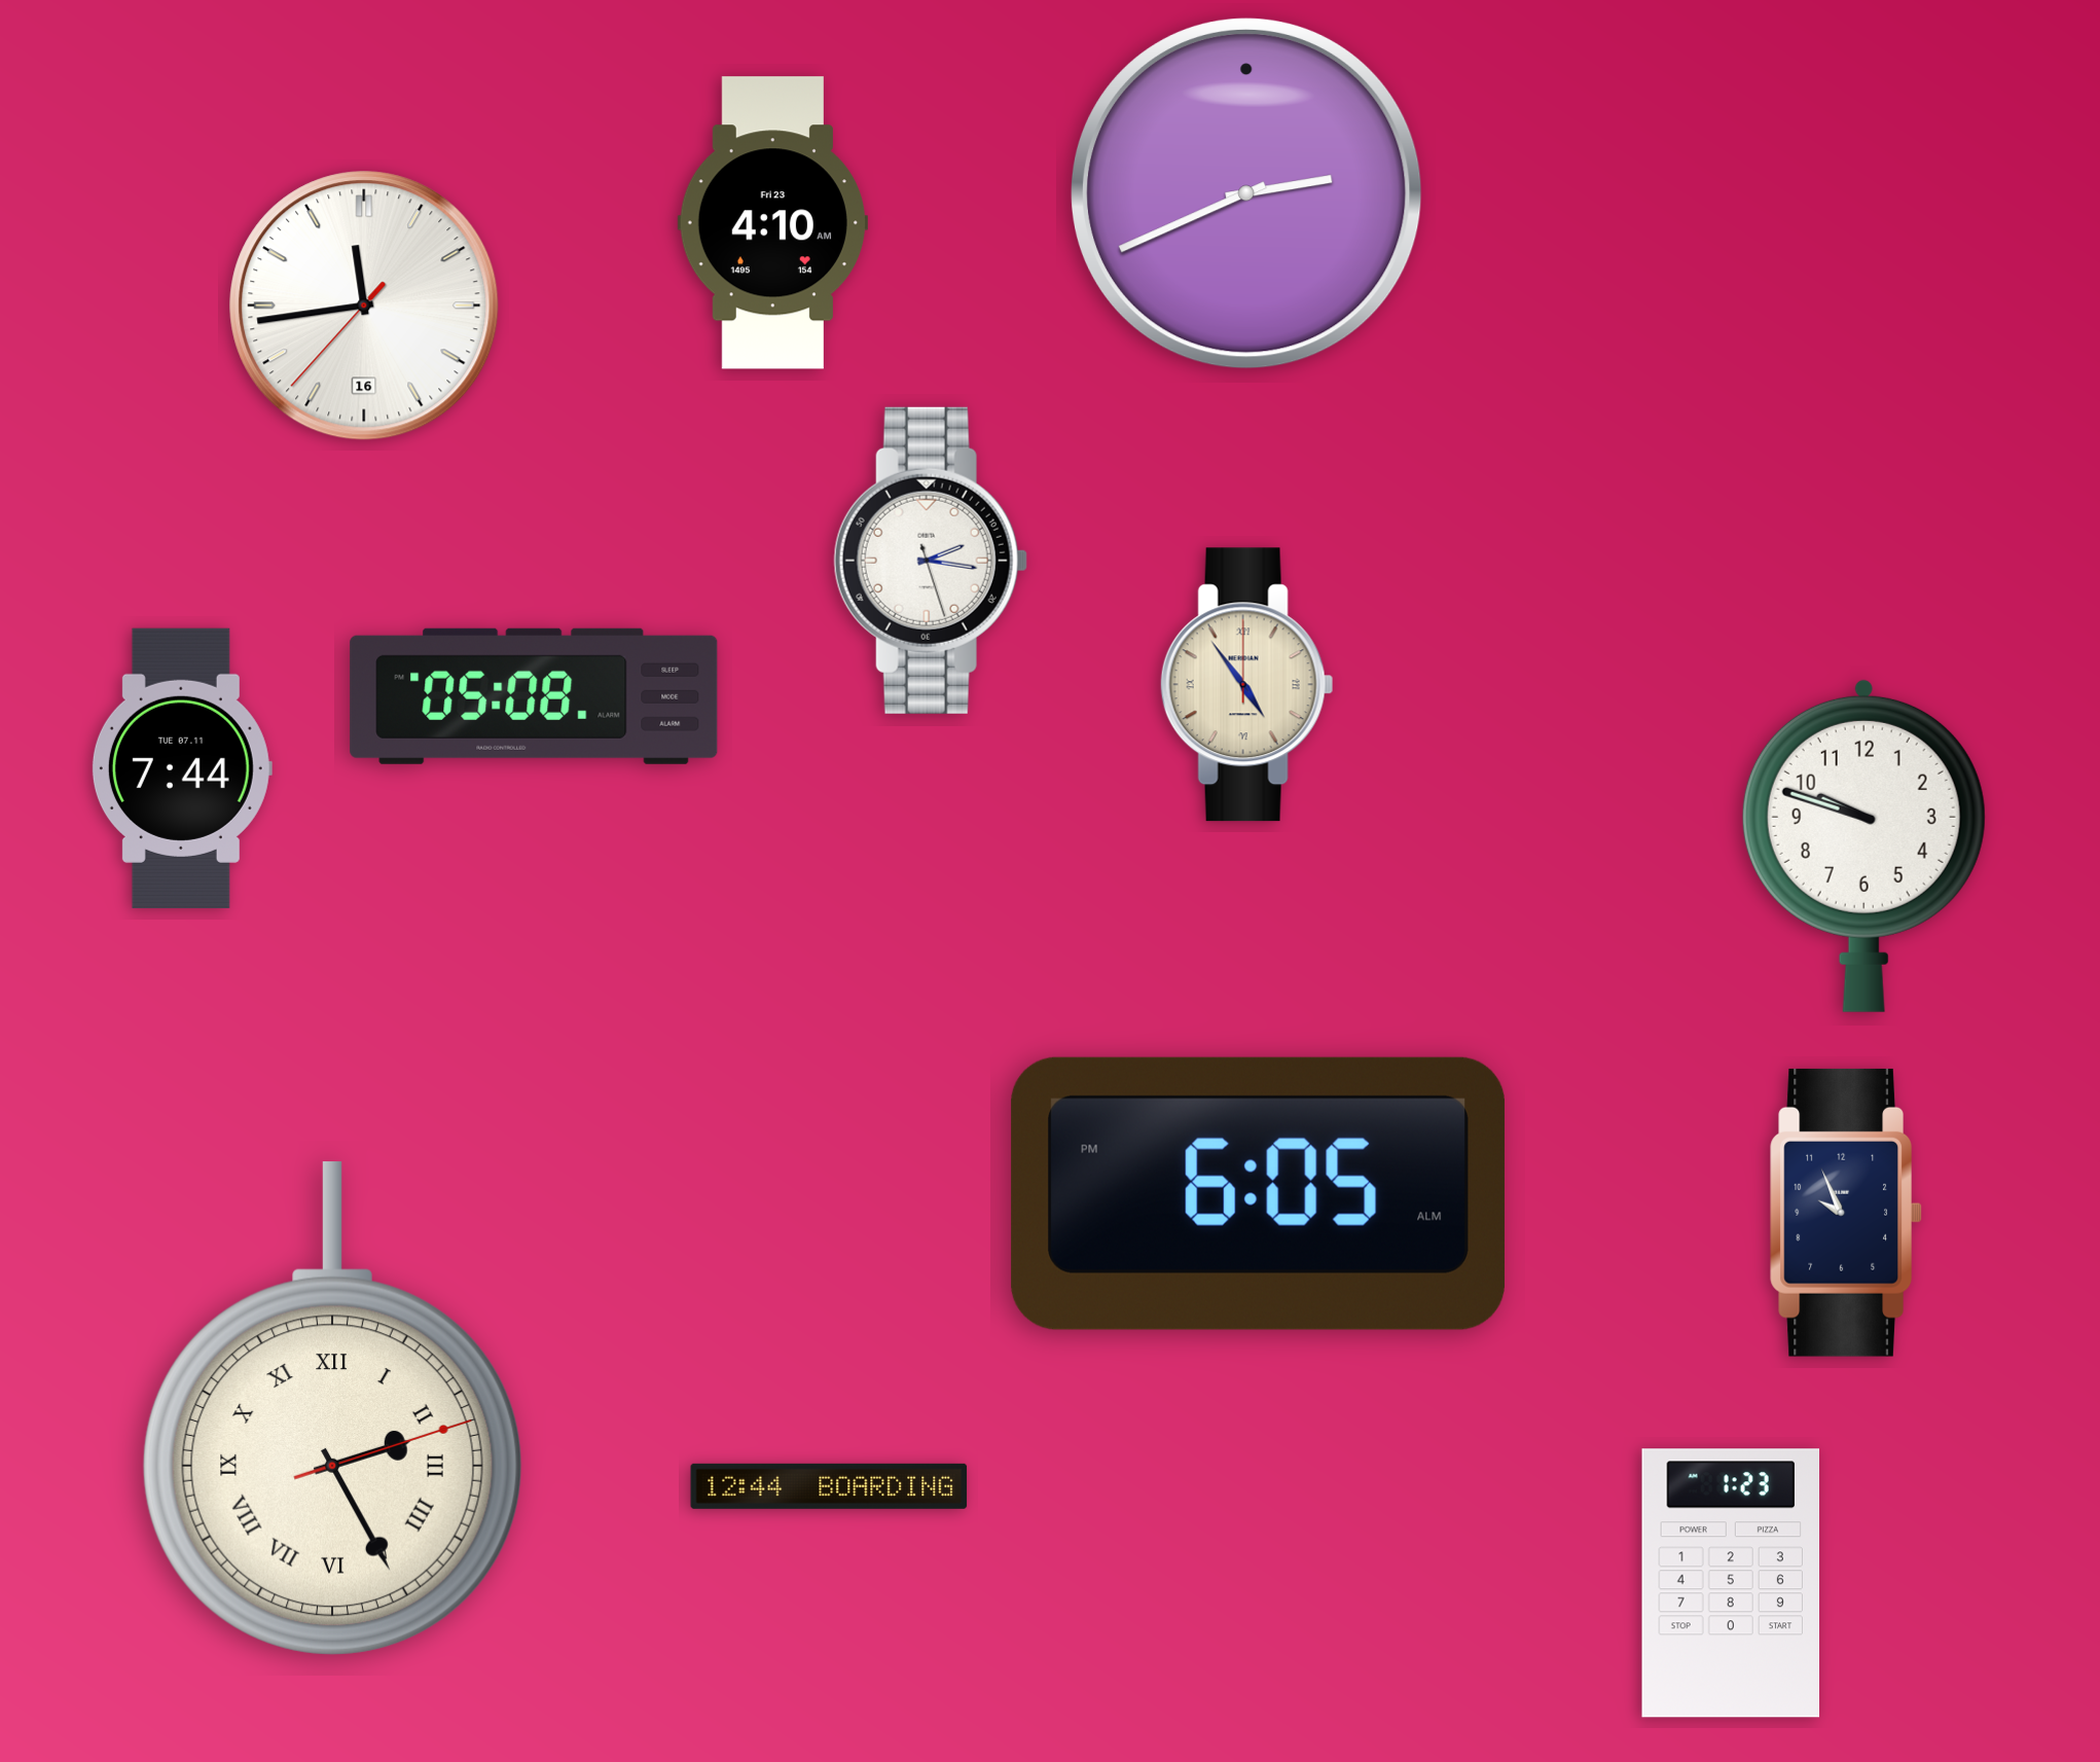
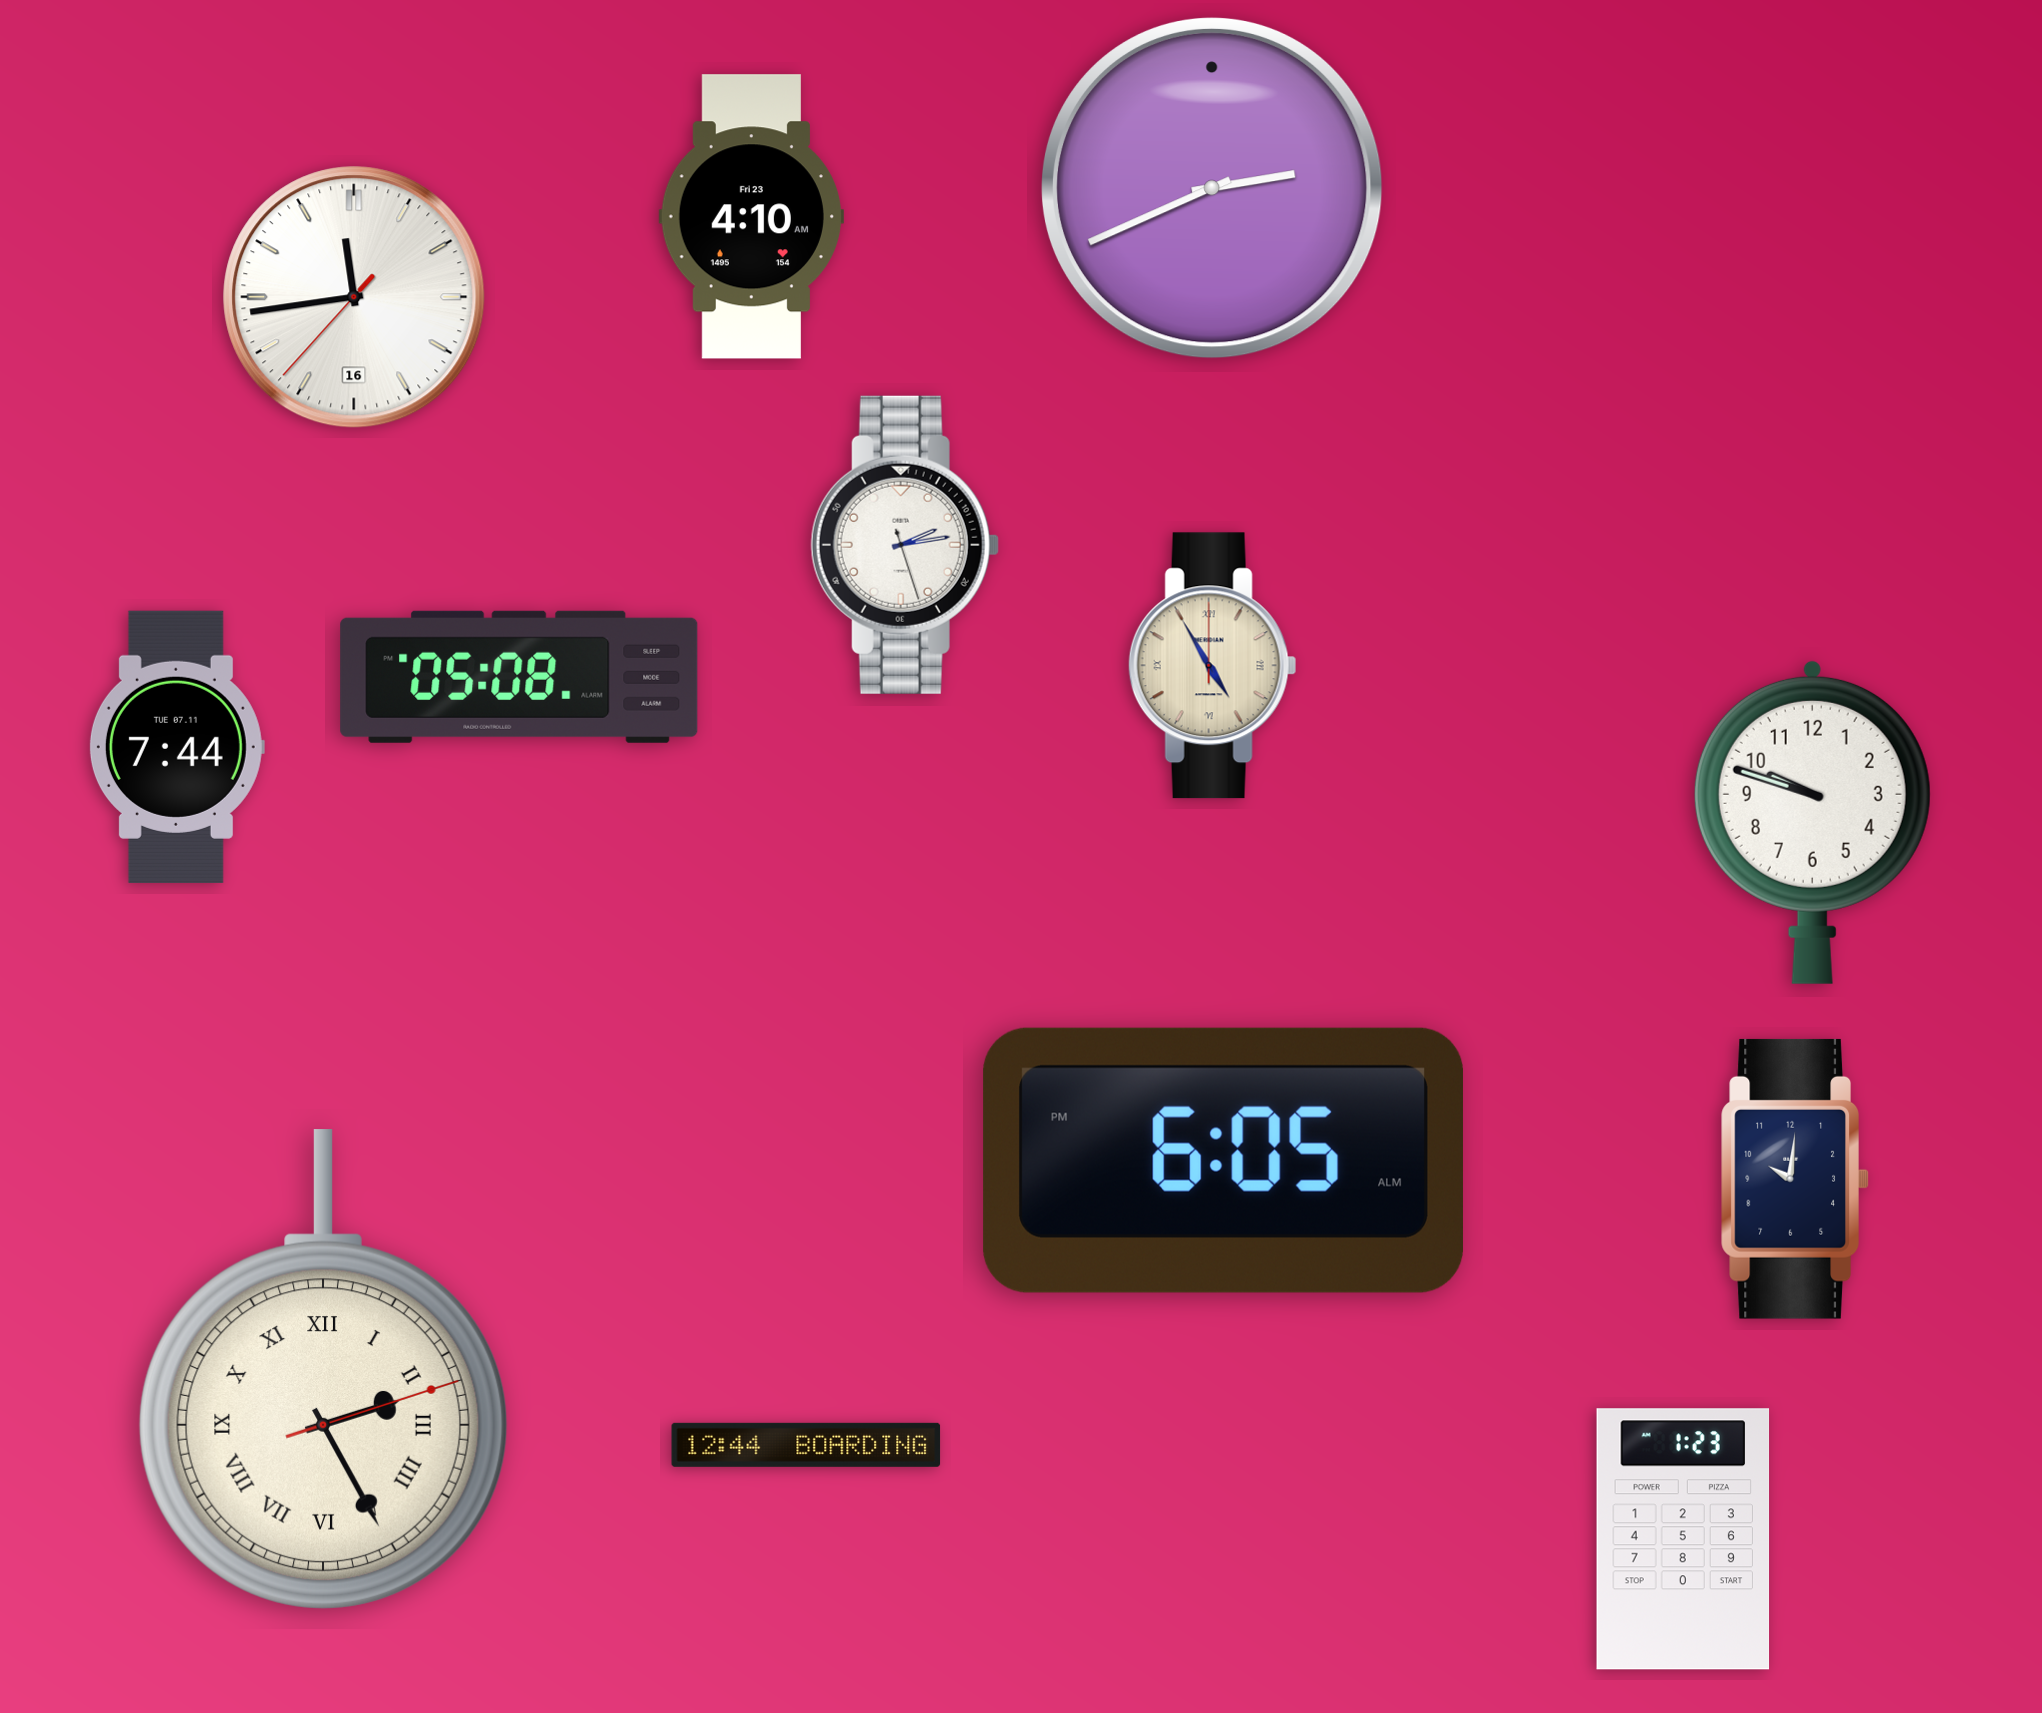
clock at (931, 561): 2:16 -> 2:13
clock at (1246, 685): 4:54 -> 4:55
clock at (1846, 1213): 9:56 -> 10:01
